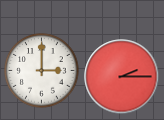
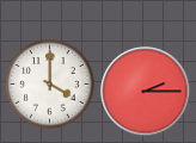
clock at (42, 71): 3:00 -> 4:00
